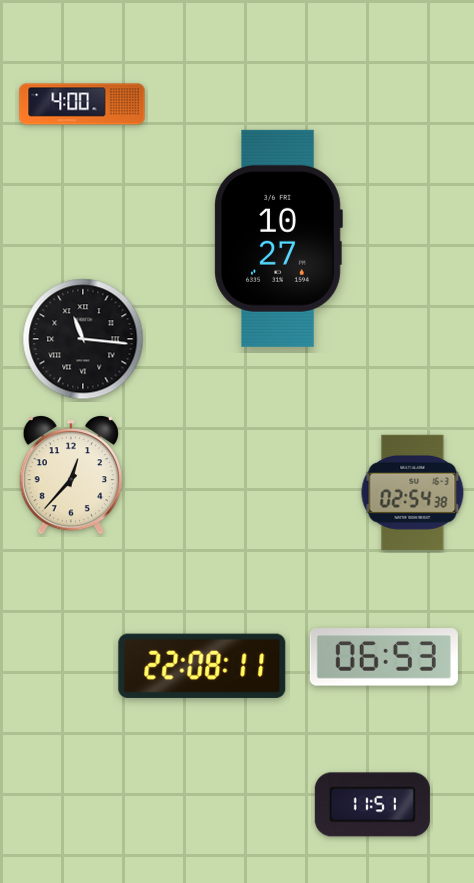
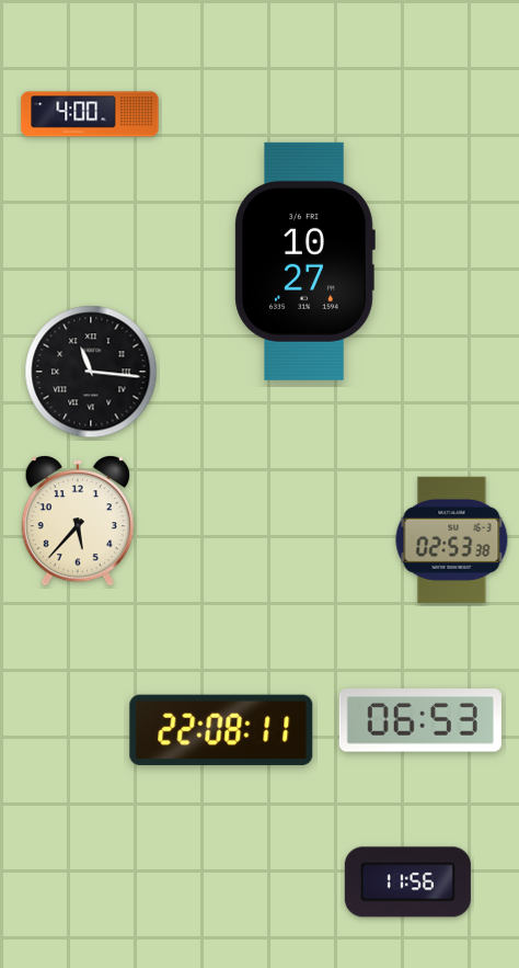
clock at (71, 475): 12:37 -> 5:37
clock at (413, 492): 02:54 -> 02:53
clock at (372, 805): 11:51 -> 11:56
